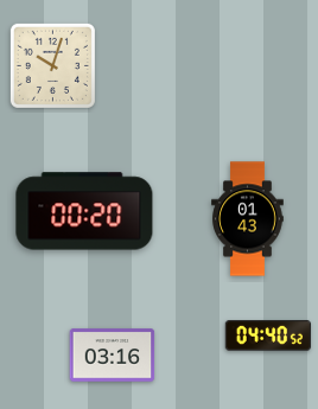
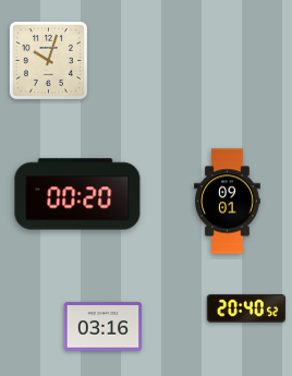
clock at (248, 219): 01:43 -> 09:01
clock at (267, 337): 04:40 -> 20:40
